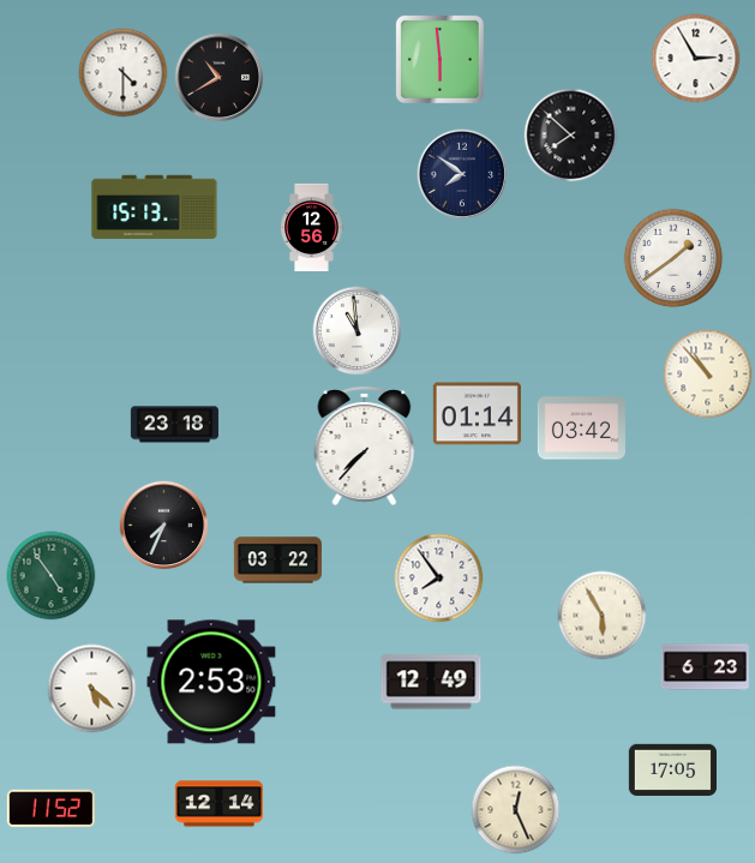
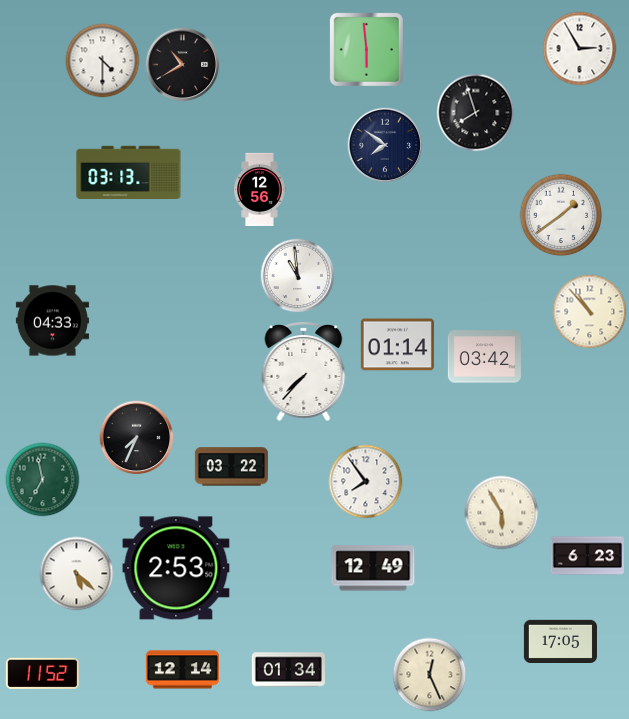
clock at (571, 136): 7:52 -> 7:57
clock at (155, 206): 15:13 -> 03:13
clock at (52, 321): none -> 04:33
clock at (174, 425): 23:18 -> none
clock at (52, 576): 4:54 -> 6:58
clock at (431, 682) position: (431, 682) -> (373, 568)
clock at (288, 670): none -> 01:34
